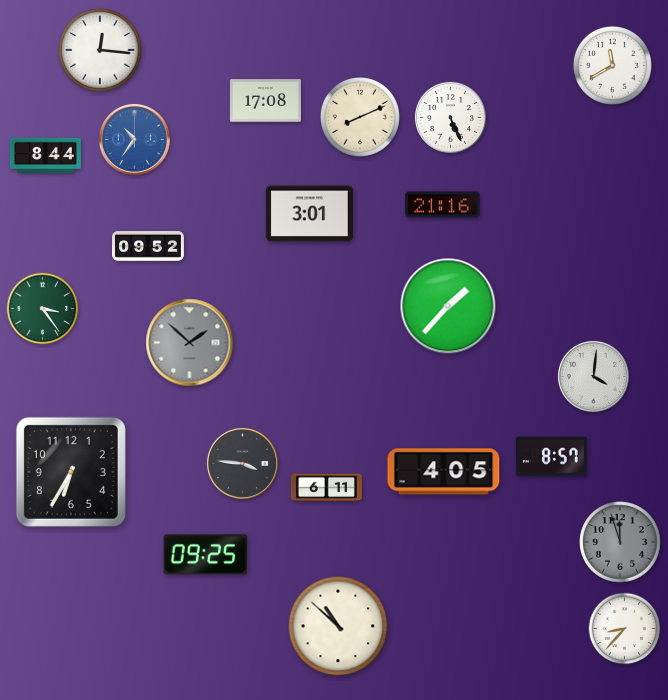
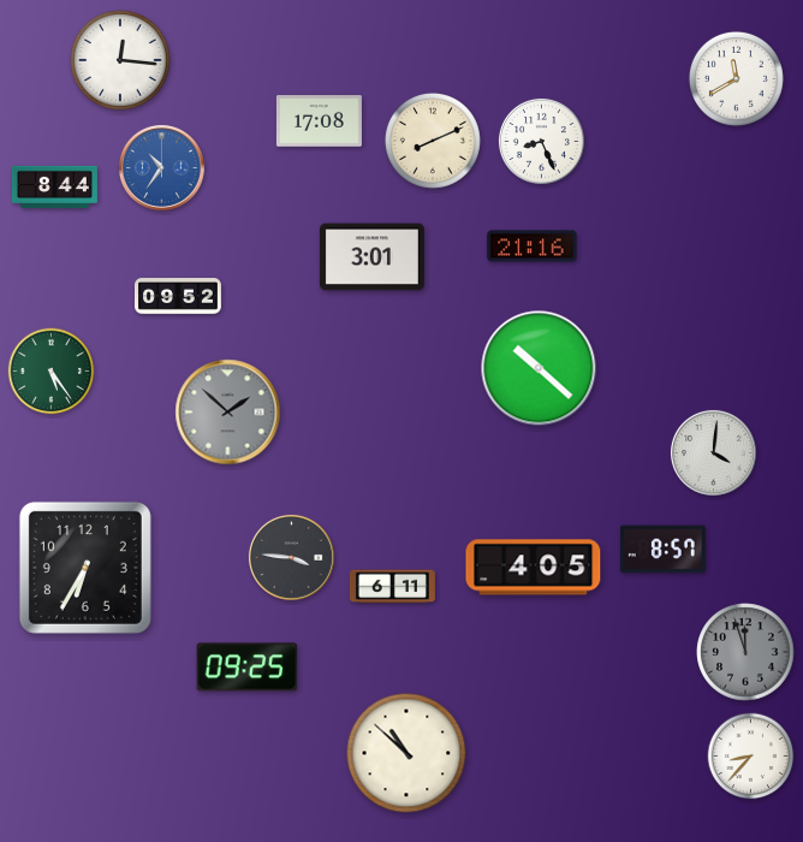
clock at (450, 117): 5:26 -> 8:26
clock at (448, 306): 1:37 -> 10:22
clock at (43, 309): 3:24 -> 5:24
